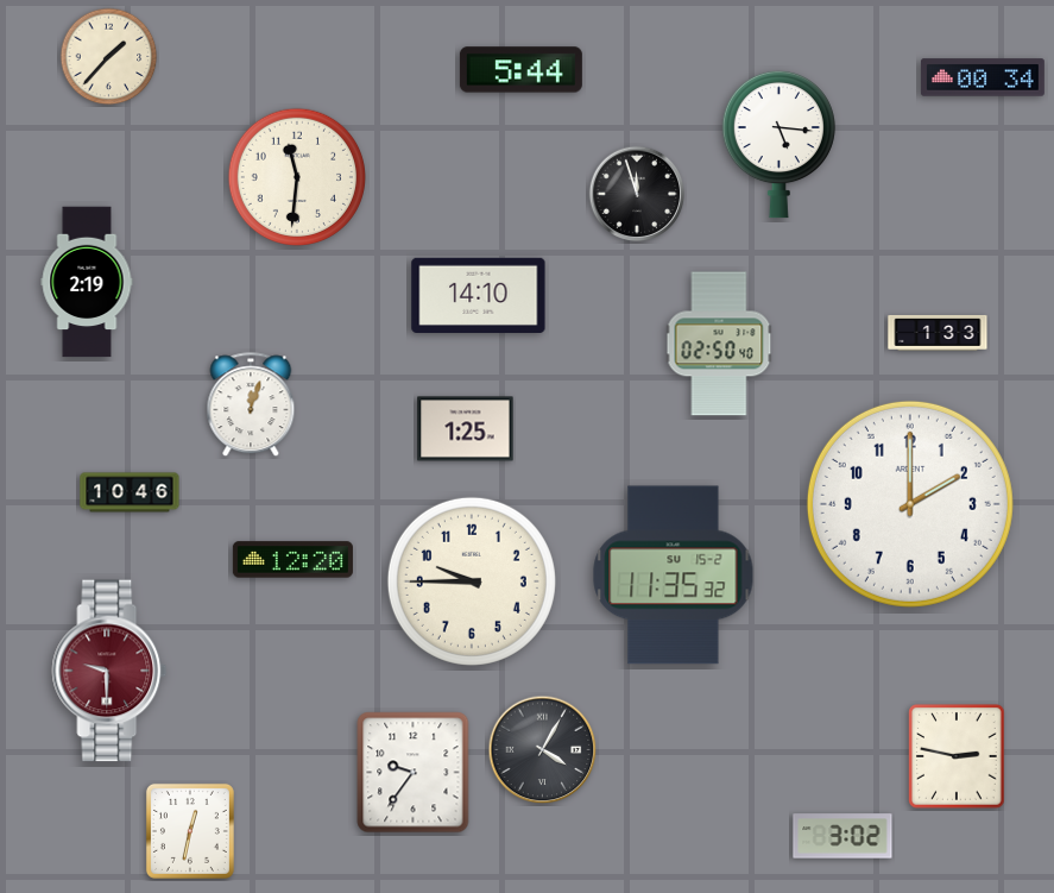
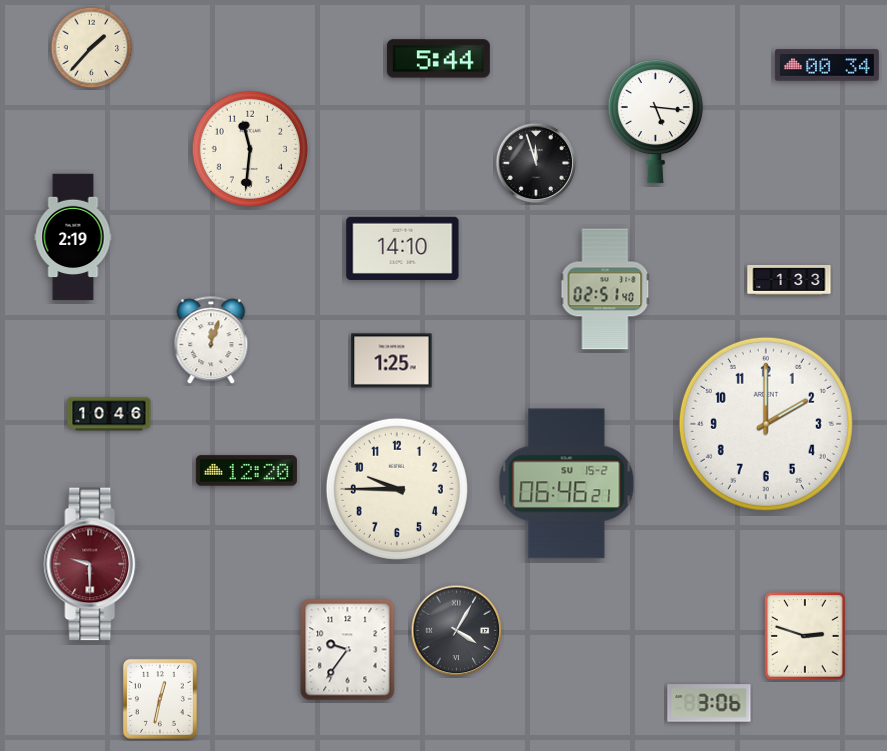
clock at (719, 344): 02:50 -> 02:51
clock at (674, 576): 11:35 -> 06:46
clock at (957, 756): 2:47 -> 2:48
clock at (842, 836): 3:02 -> 3:06
